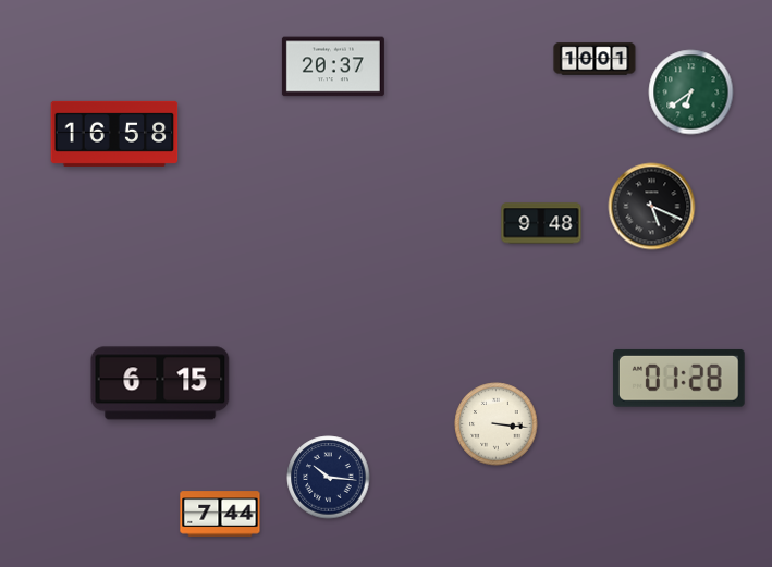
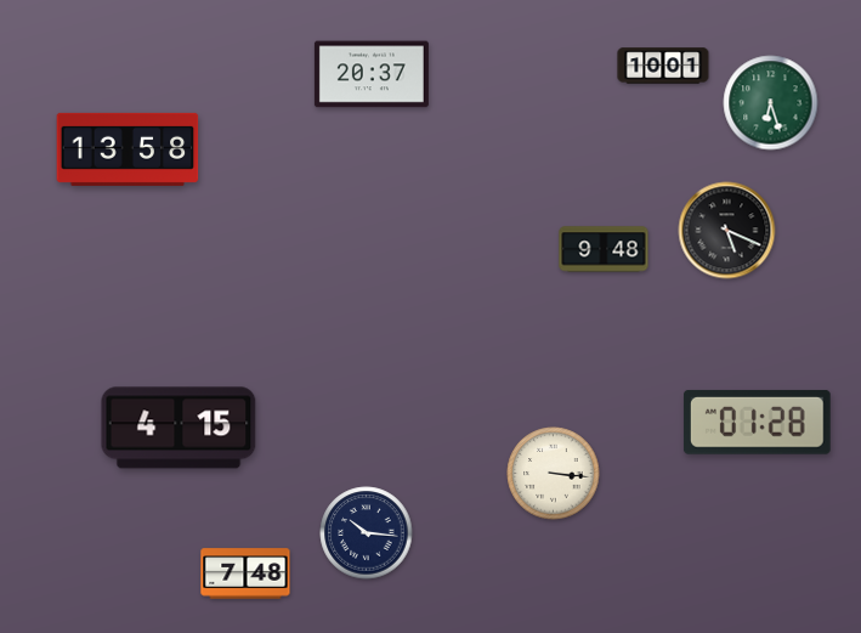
clock at (691, 93): 6:39 -> 6:27
clock at (114, 134): 16:58 -> 13:58
clock at (160, 383): 6:15 -> 4:15
clock at (220, 514): 7:44 -> 7:48
